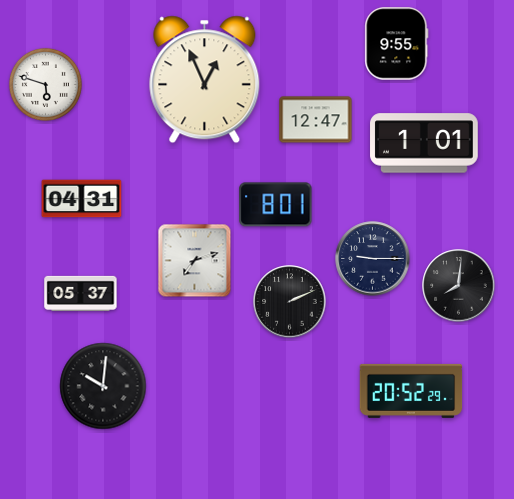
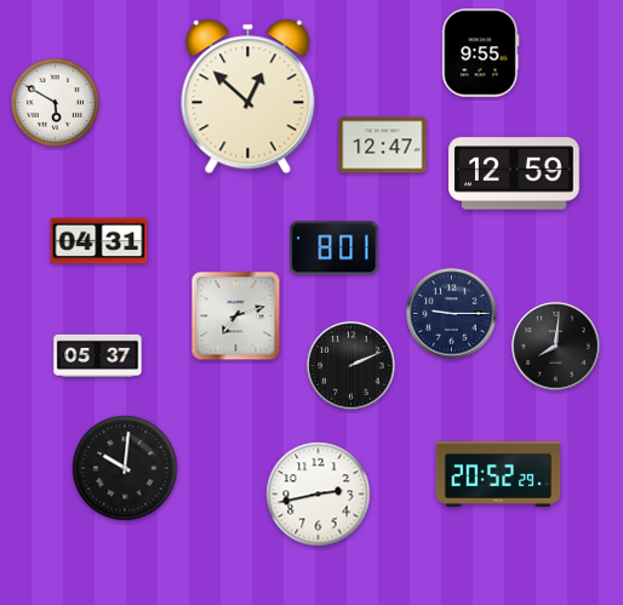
clock at (205, 80): 12:56 -> 12:52
clock at (45, 84): 5:48 -> 5:50
clock at (424, 143): 1:01 -> 12:59
clock at (319, 495): none -> 2:43
